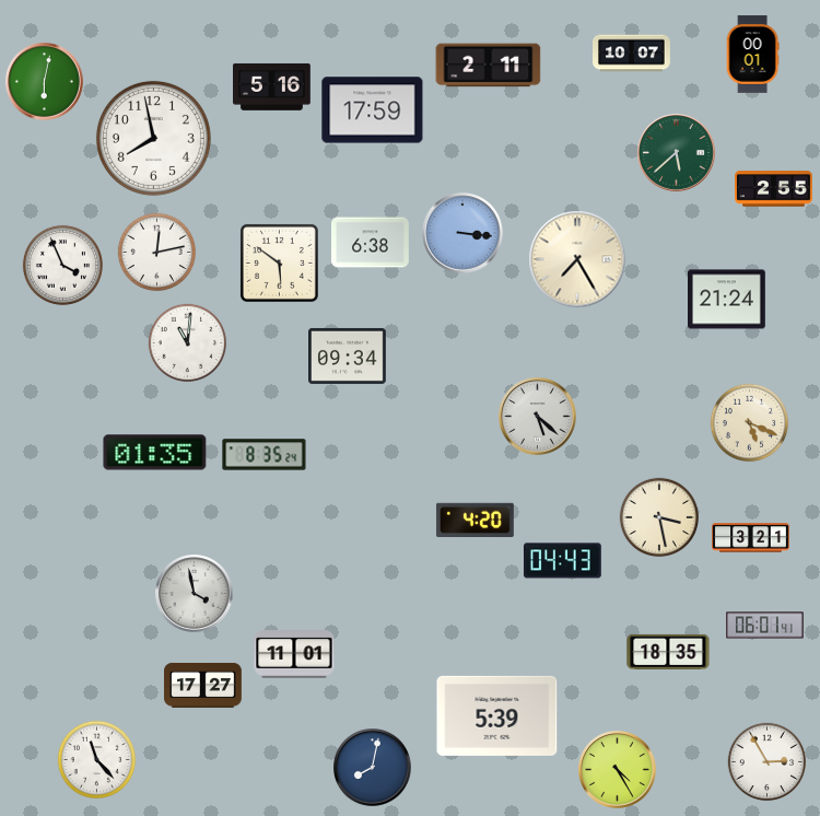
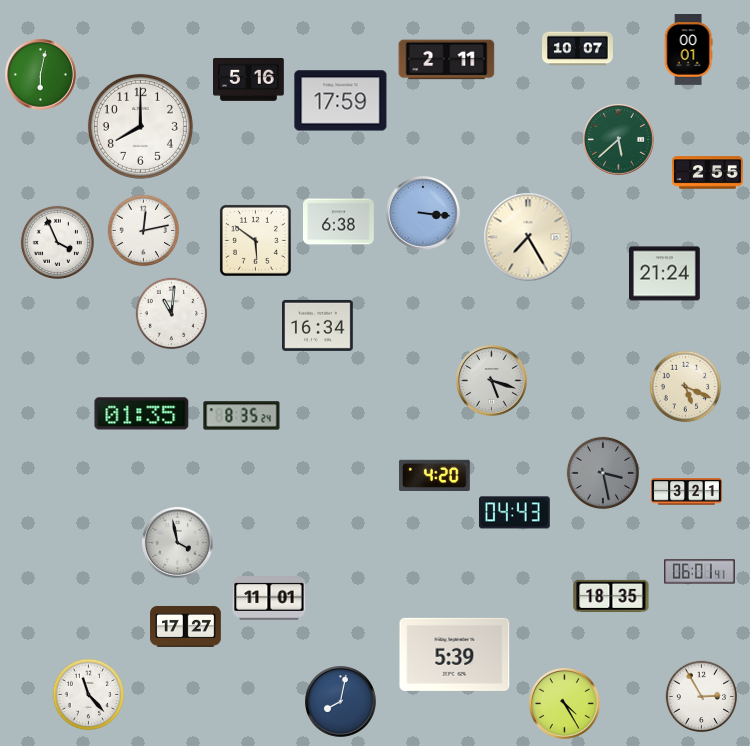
clock at (153, 138): 7:58 -> 8:00
clock at (348, 355): 09:34 -> 16:34
clock at (538, 417): 5:22 -> 5:18
clock at (658, 516) dial: cream -> grey
